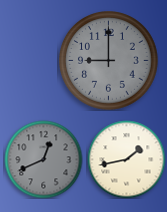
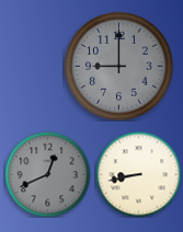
clock at (126, 159): 1:43 -> 8:43
